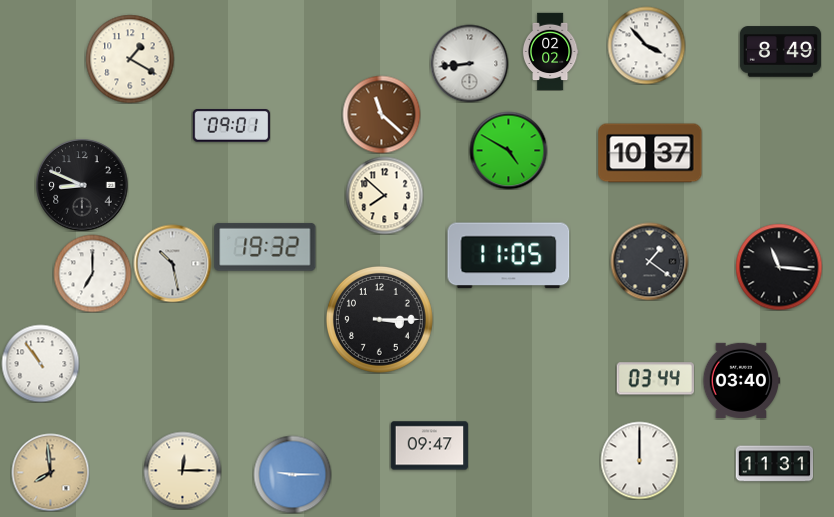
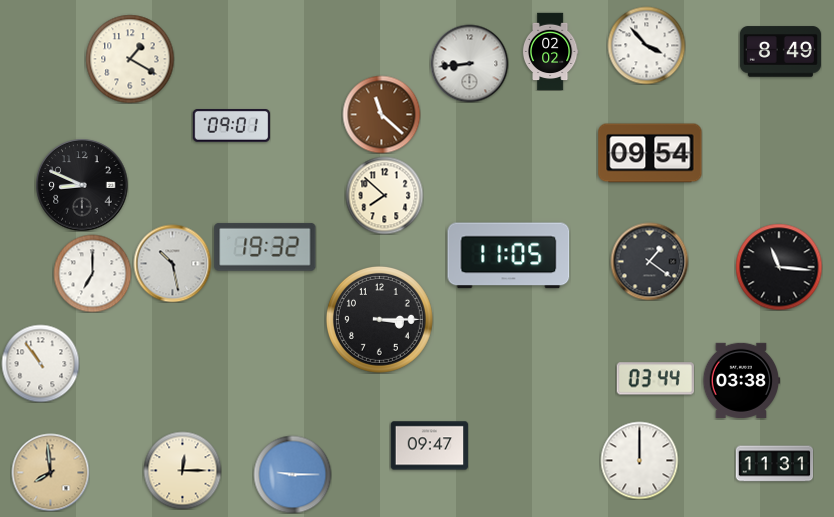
clock at (508, 150): 4:50 -> none
clock at (650, 153): 10:37 -> 09:54
clock at (741, 380): 03:40 -> 03:38
